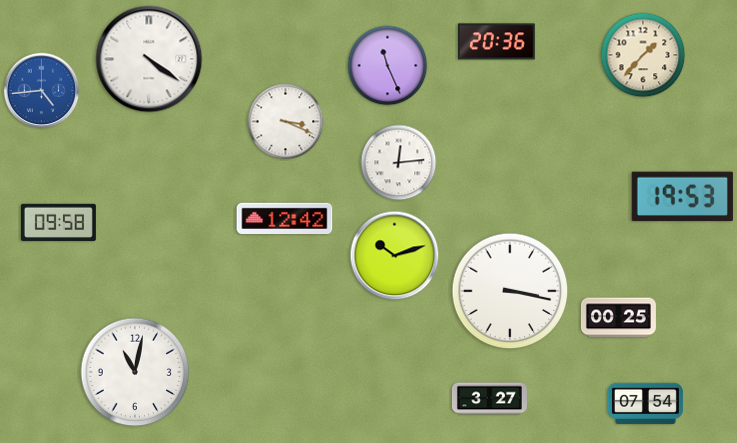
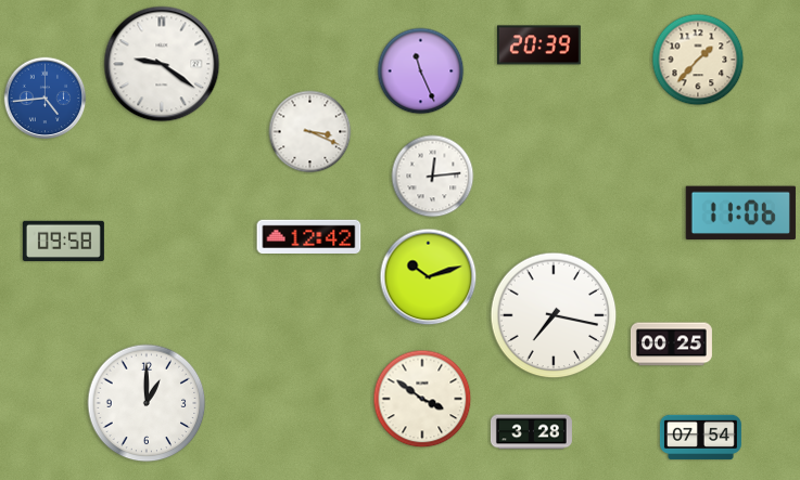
clock at (497, 42): 20:36 -> 20:39
clock at (149, 59): 4:21 -> 9:21
clock at (682, 197): 19:53 -> 11:06
clock at (510, 291): 3:17 -> 7:17
clock at (422, 399): none -> 3:51
clock at (135, 372): 11:02 -> 1:00
clock at (489, 399): 3:27 -> 3:28
